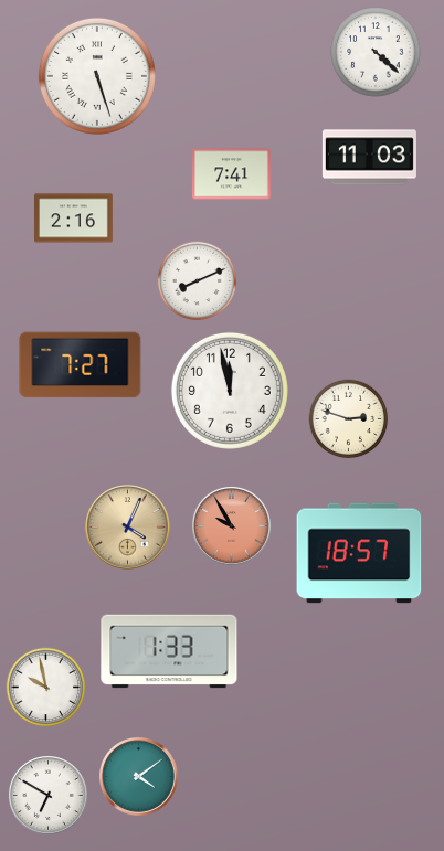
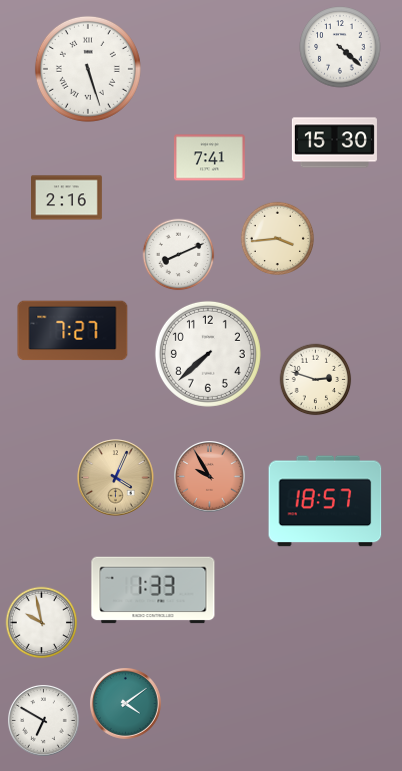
clock at (369, 158): 11:03 -> 15:30
clock at (277, 238): none -> 3:44
clock at (230, 391): 11:58 -> 7:38
